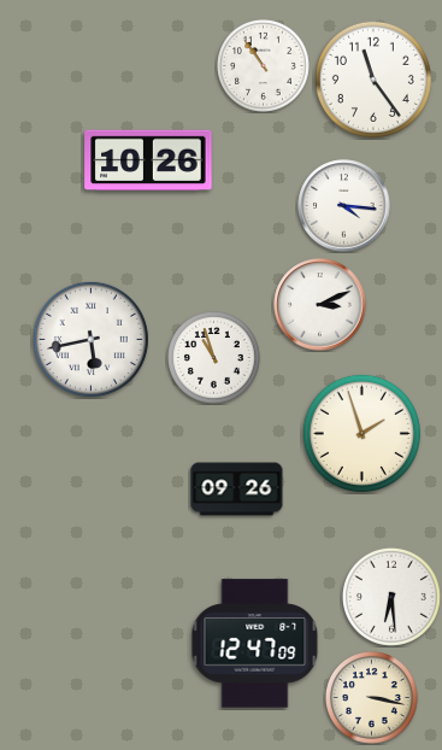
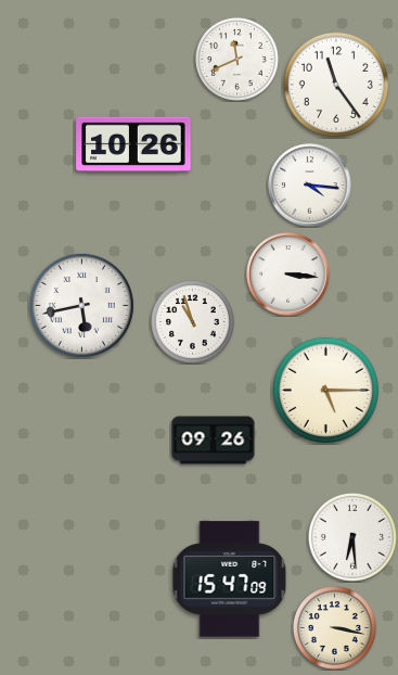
clock at (264, 66): 10:54 -> 11:41
clock at (373, 80) position: (373, 80) -> (336, 85)
clock at (320, 305): 3:11 -> 3:16
clock at (361, 433): 1:57 -> 5:15
clock at (255, 644): 12:47 -> 15:47
